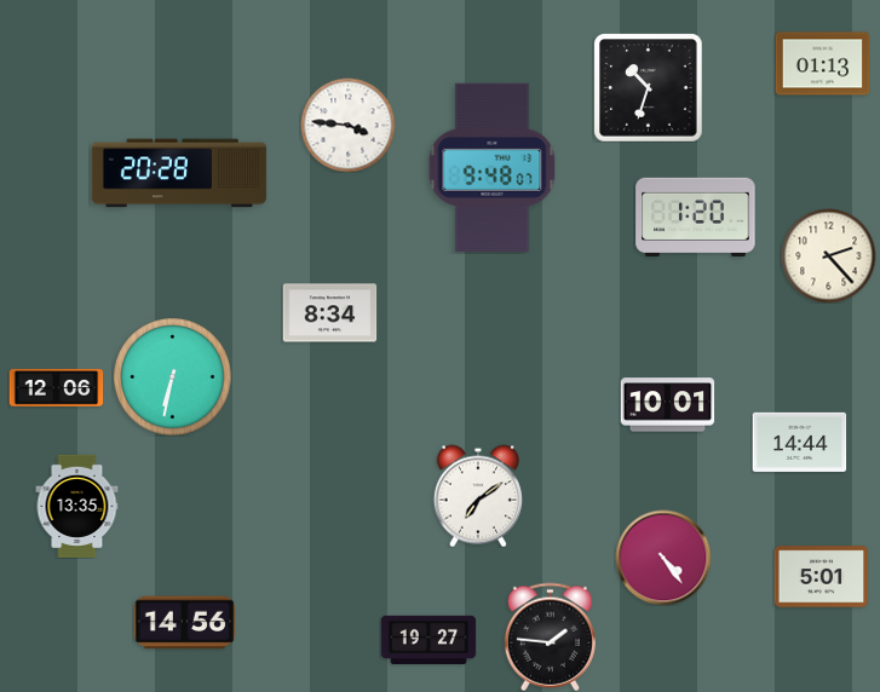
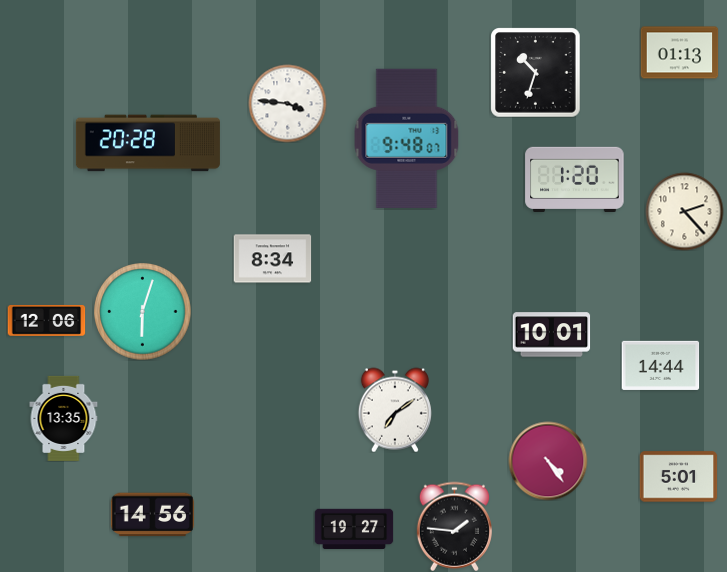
clock at (173, 377): 6:32 -> 6:03
